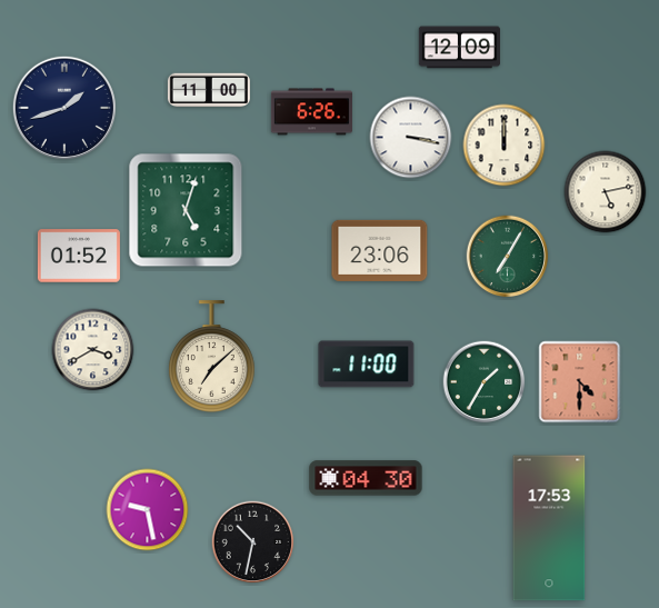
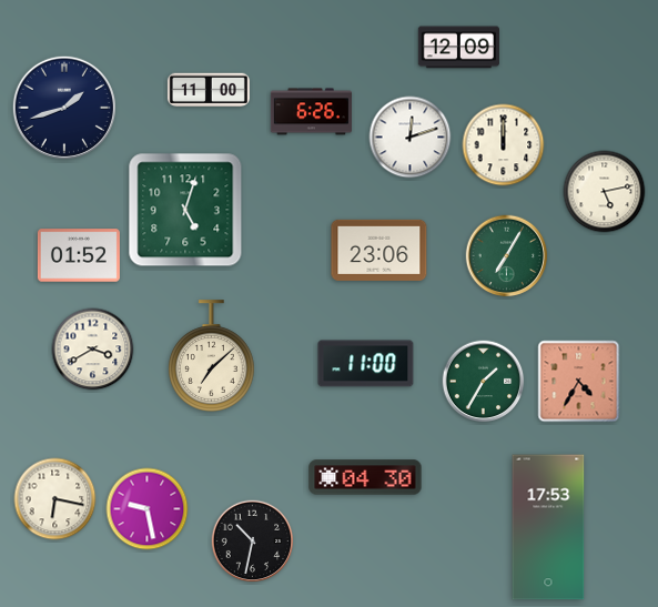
clock at (411, 138): 3:17 -> 12:12
clock at (580, 382): 4:30 -> 4:35
clock at (55, 499): none -> 6:17
